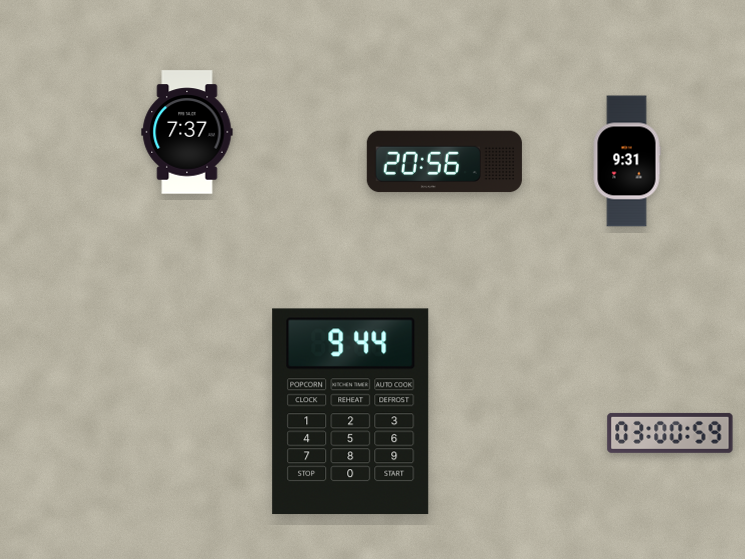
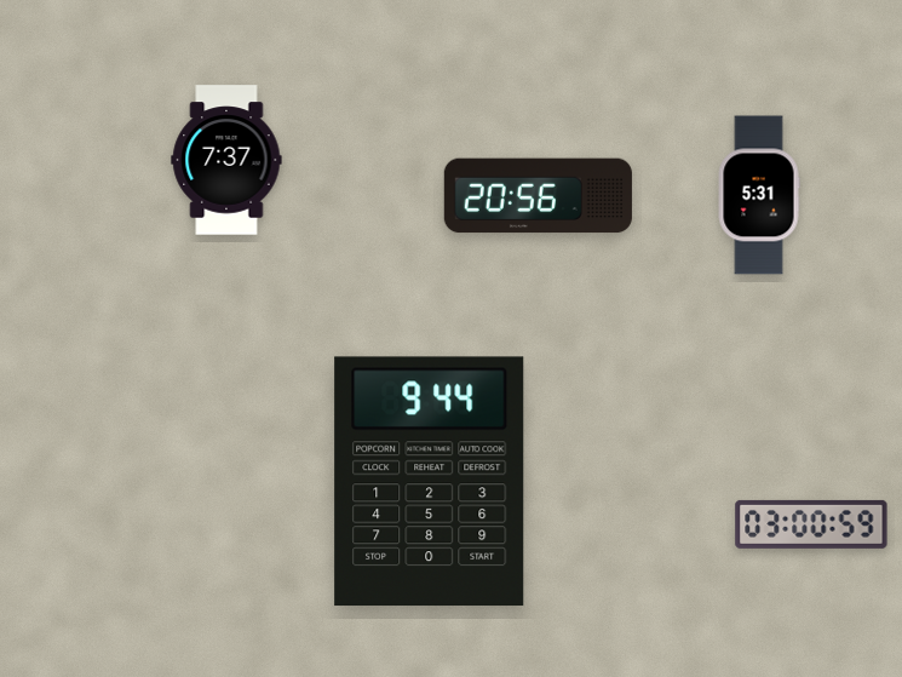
clock at (627, 161): 9:31 -> 5:31
clock at (351, 412) position: (351, 412) -> (430, 482)
